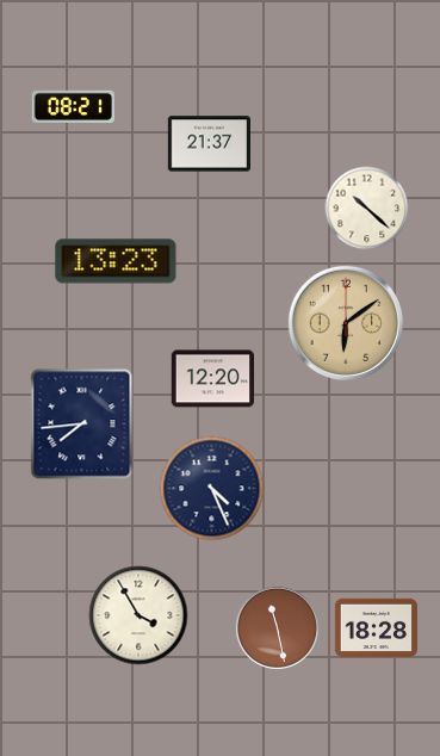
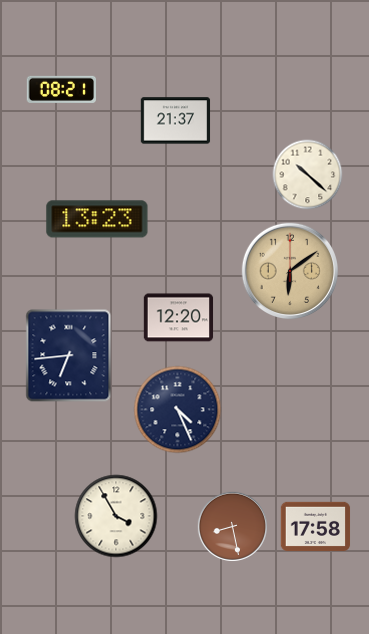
clock at (82, 425): 7:44 -> 6:44
clock at (277, 627): 11:28 -> 8:28
clock at (377, 627): 18:28 -> 17:58
